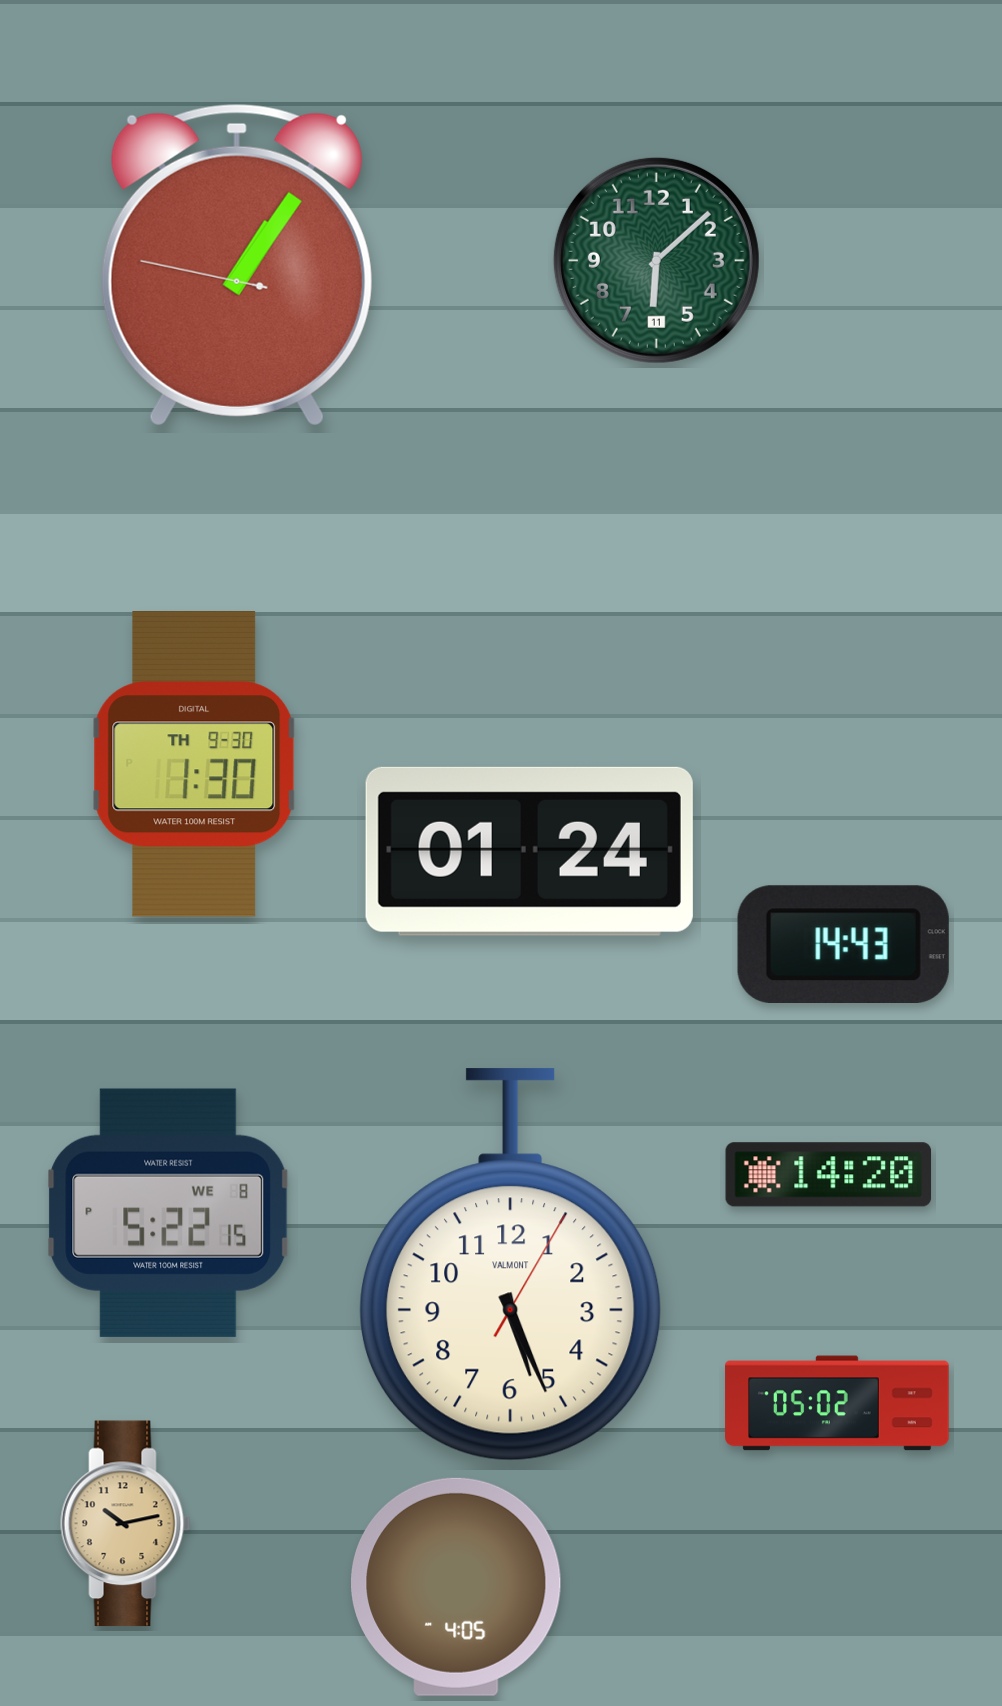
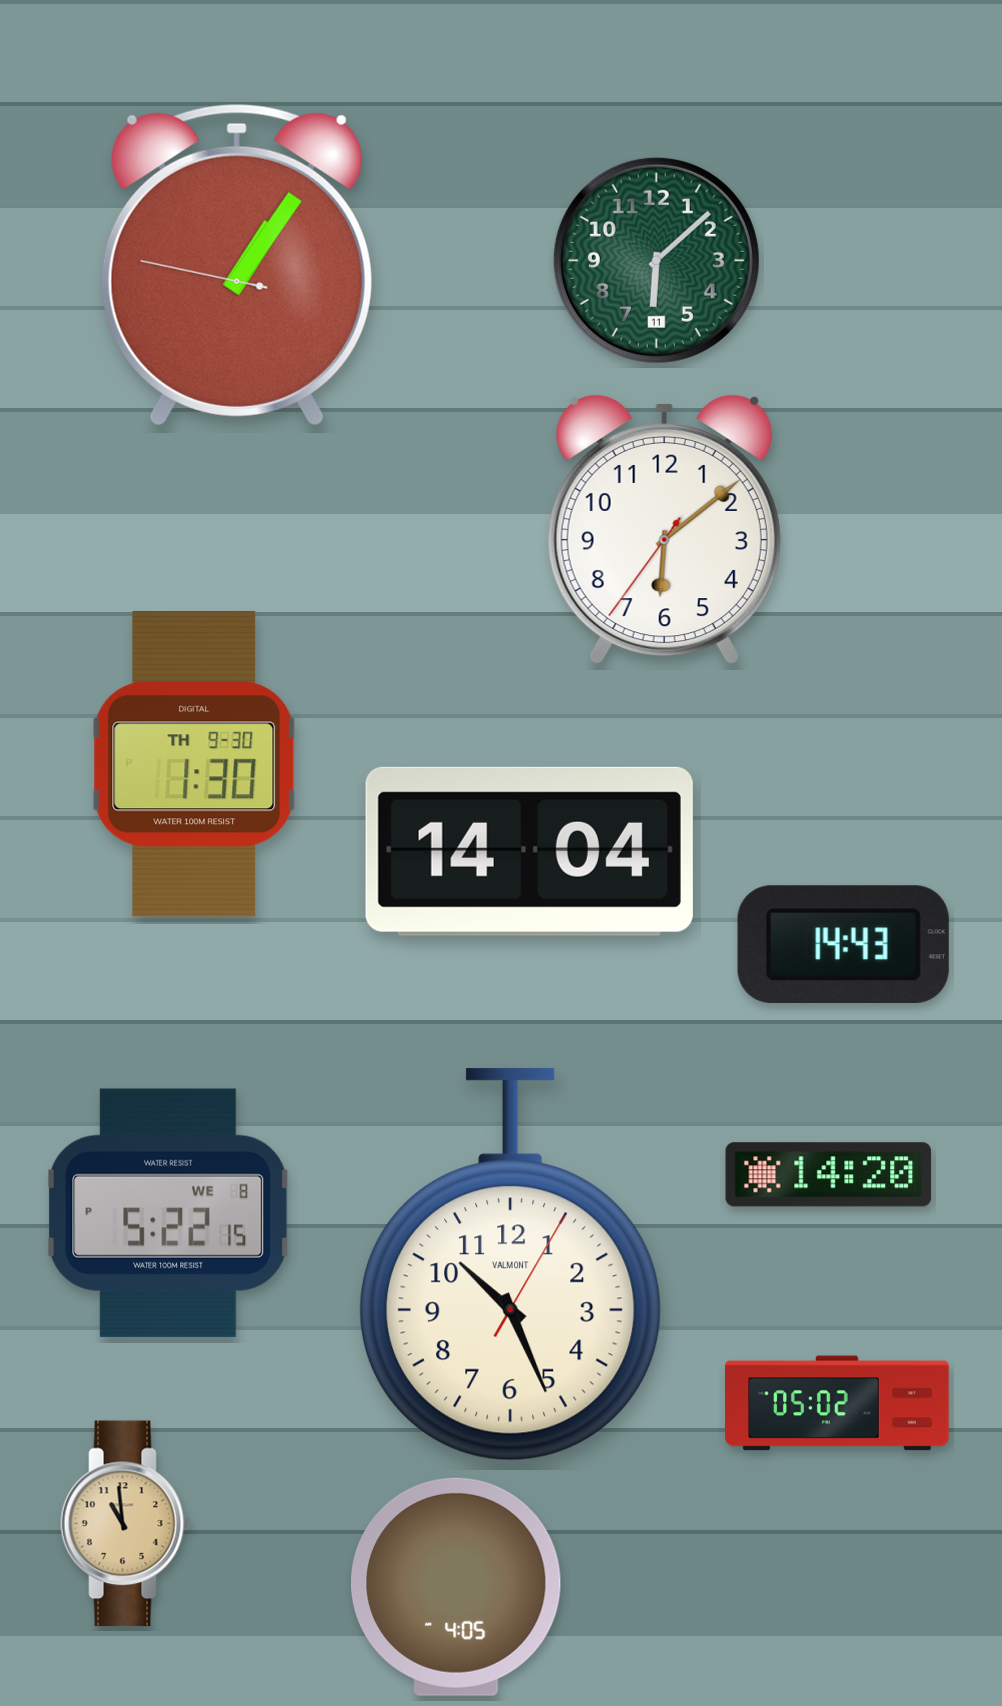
clock at (664, 530): none -> 6:08
clock at (529, 851): 01:24 -> 14:04
clock at (510, 1265): 5:26 -> 10:26
clock at (126, 1524): 10:13 -> 10:59
